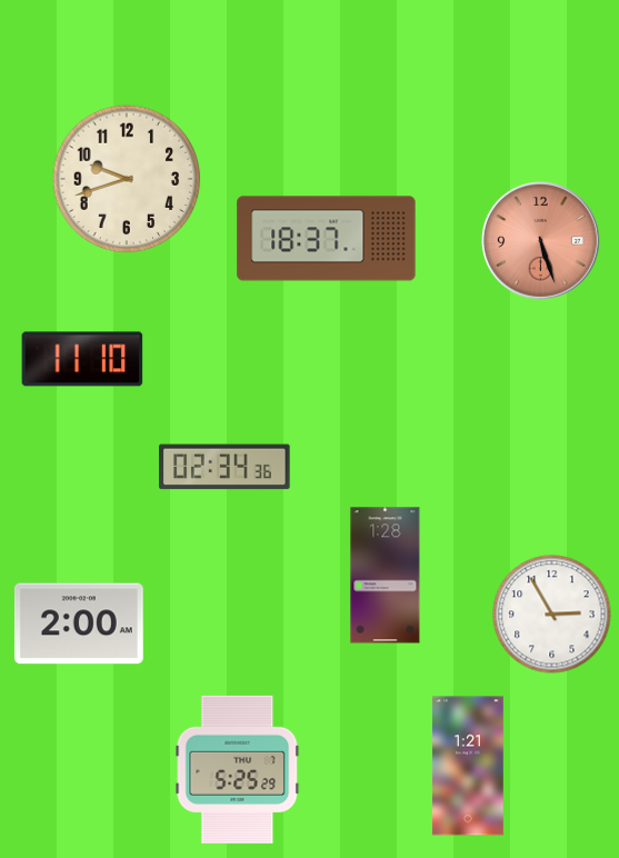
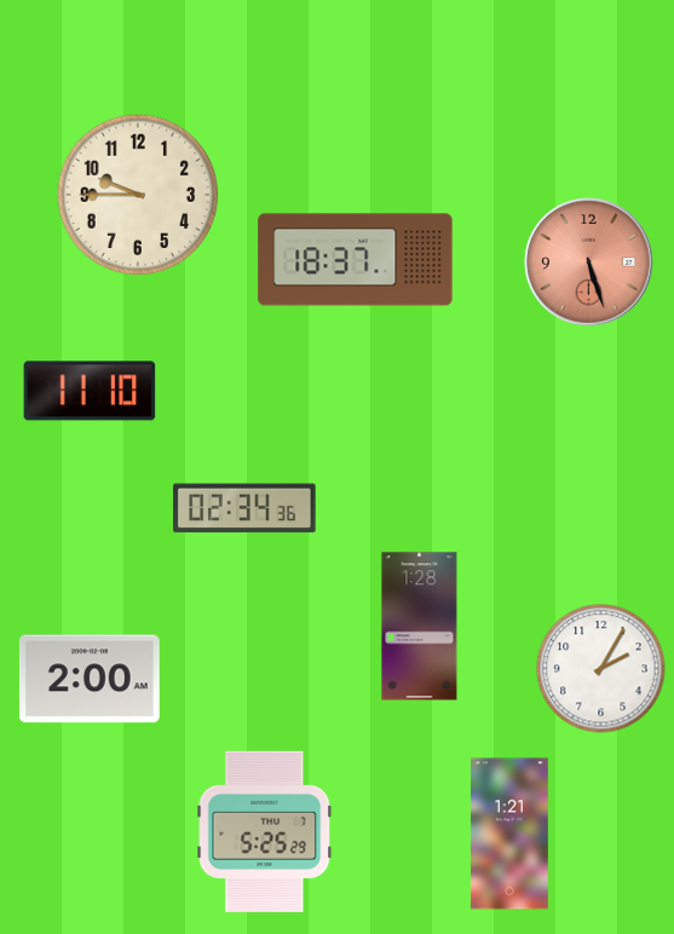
clock at (127, 179): 9:42 -> 9:45
clock at (552, 615): 2:55 -> 2:05
clock at (79, 623) position: (79, 623) -> (90, 679)
clock at (238, 769) position: (238, 769) -> (265, 831)
